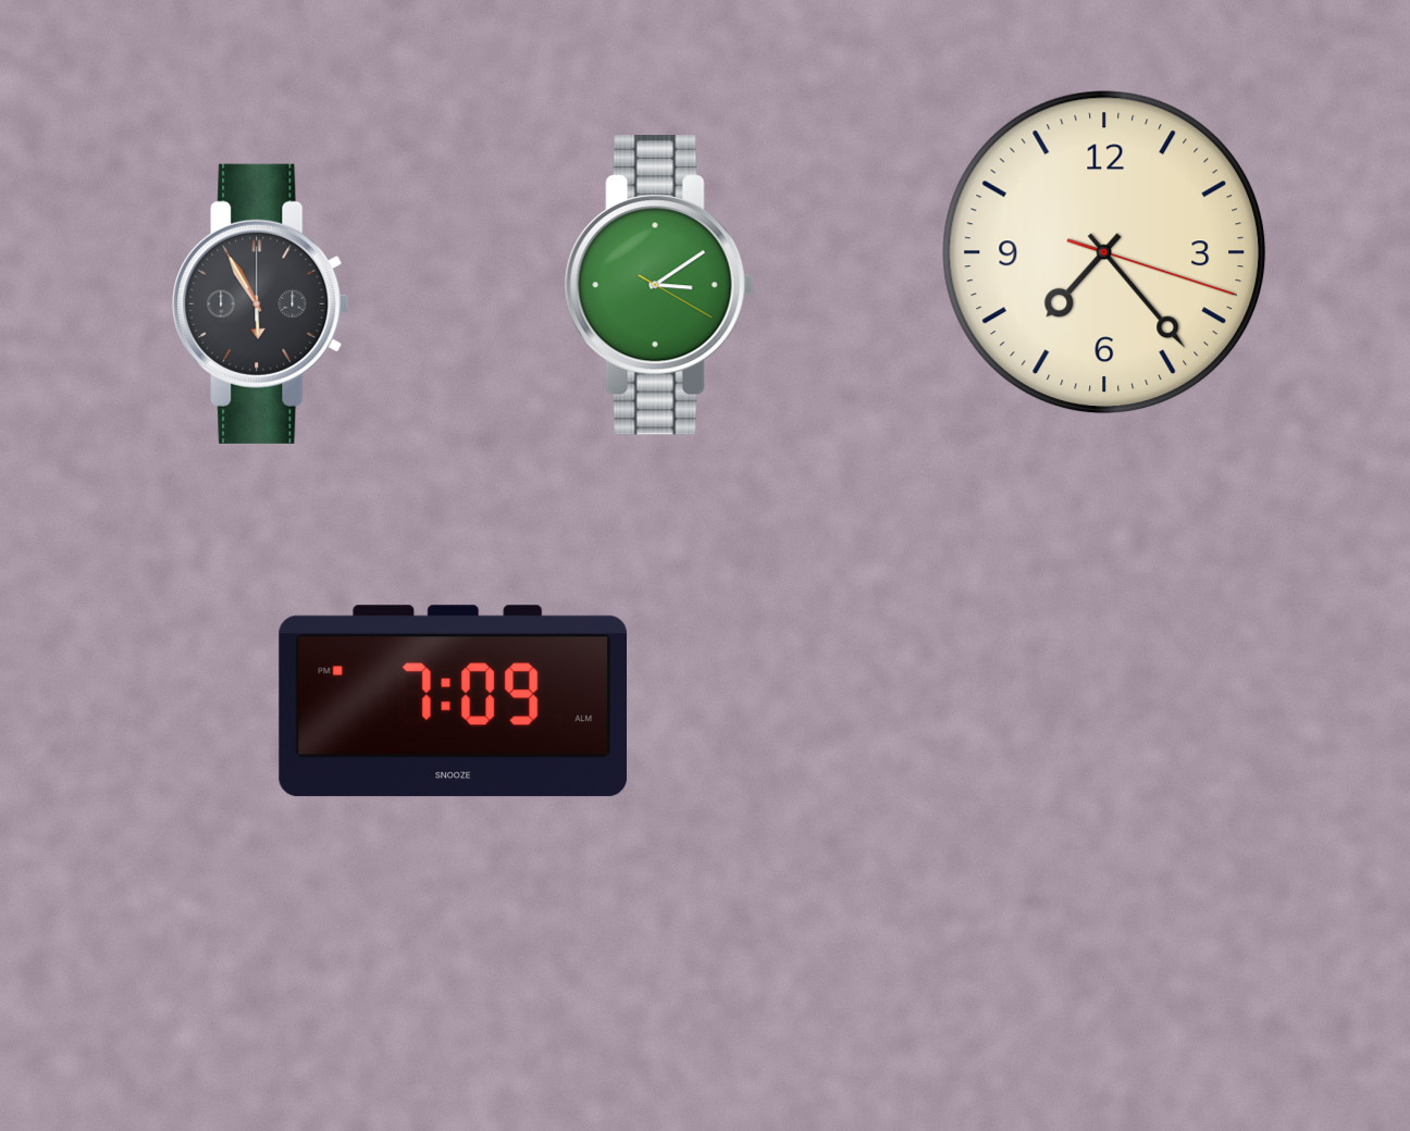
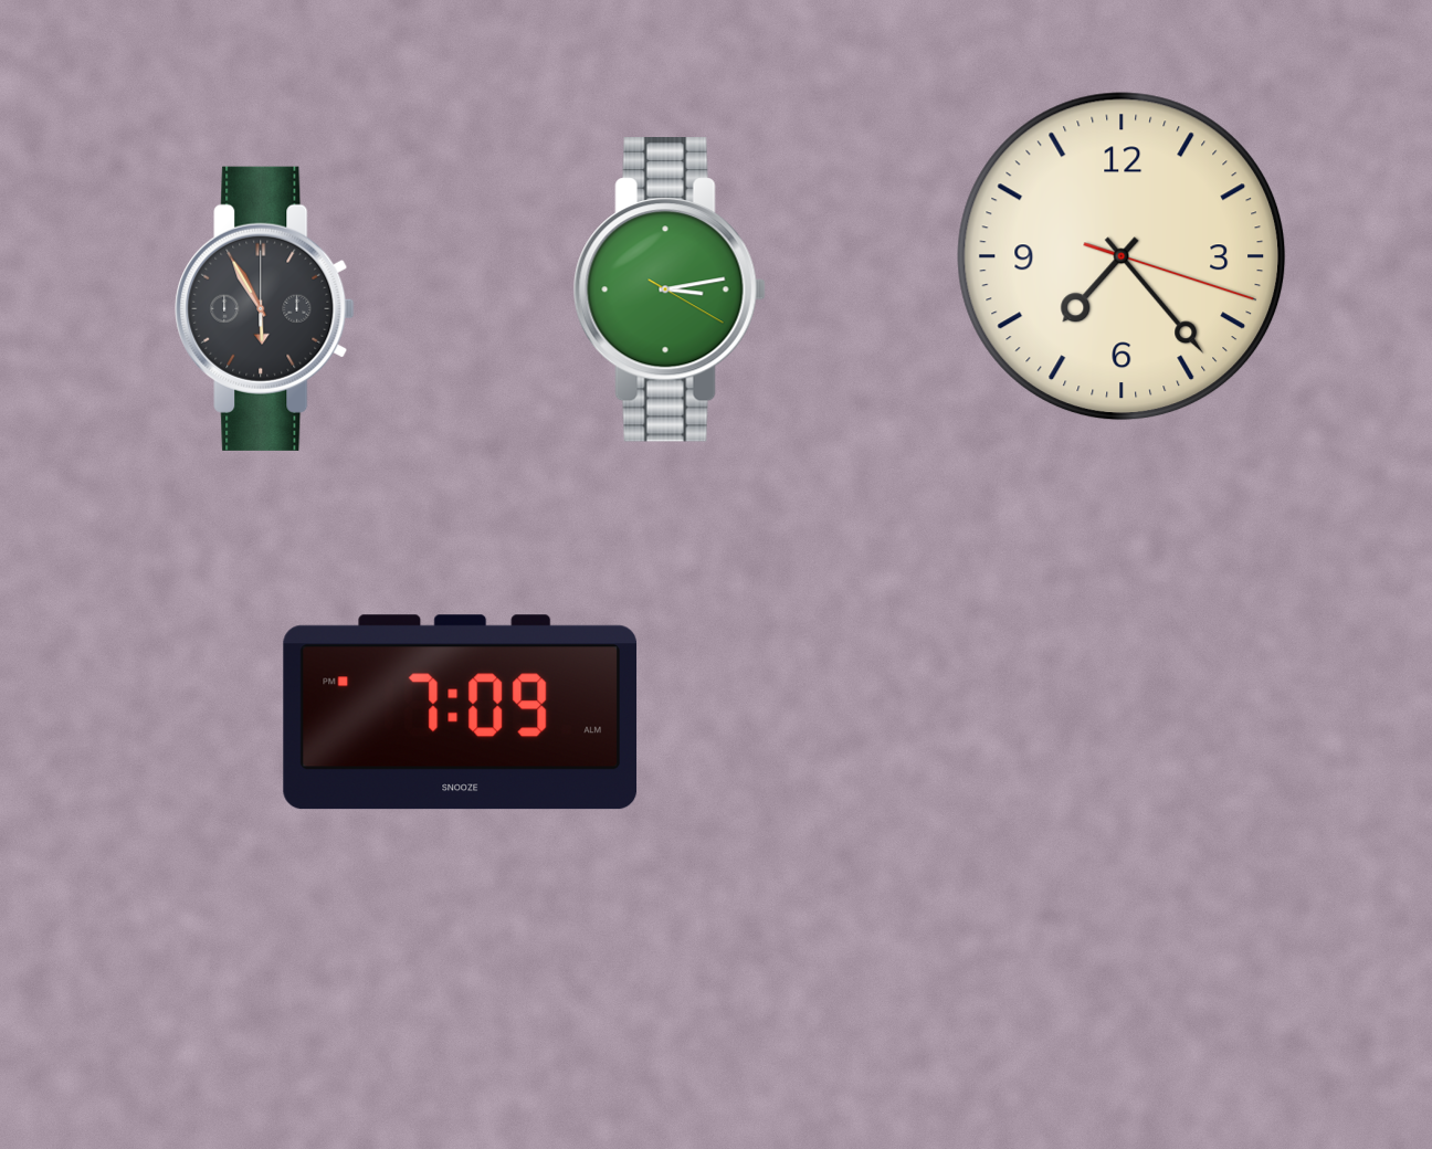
clock at (659, 285): 3:09 -> 3:13
